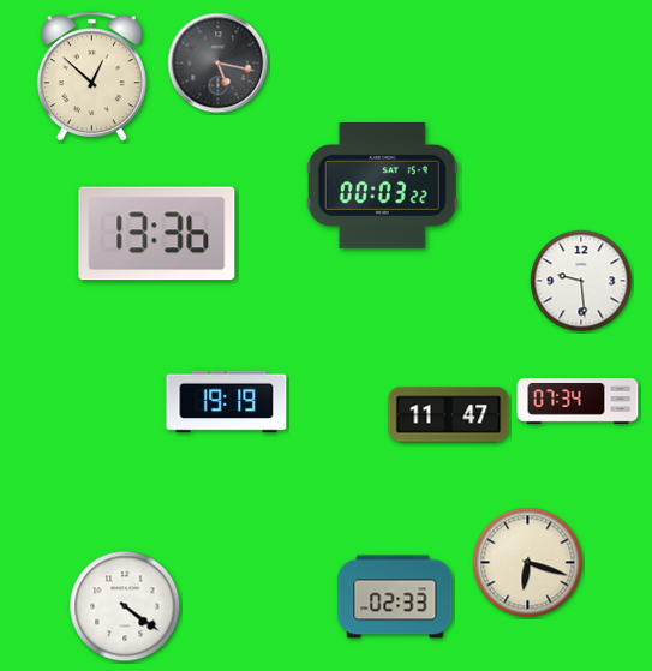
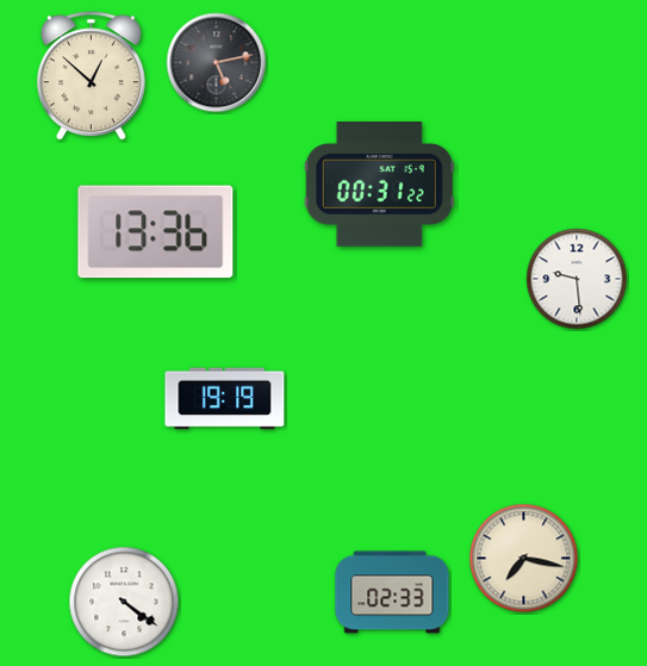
clock at (219, 64): 5:17 -> 5:13
clock at (382, 186): 00:03 -> 00:31
clock at (578, 401): 07:34 -> none
clock at (449, 415): 11:47 -> none
clock at (528, 563): 6:18 -> 7:17
